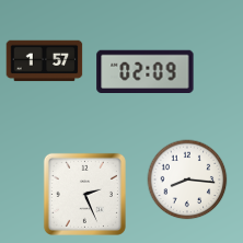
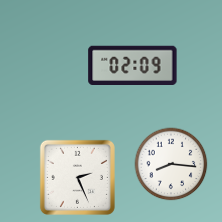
clock at (45, 61): 1:57 -> none
